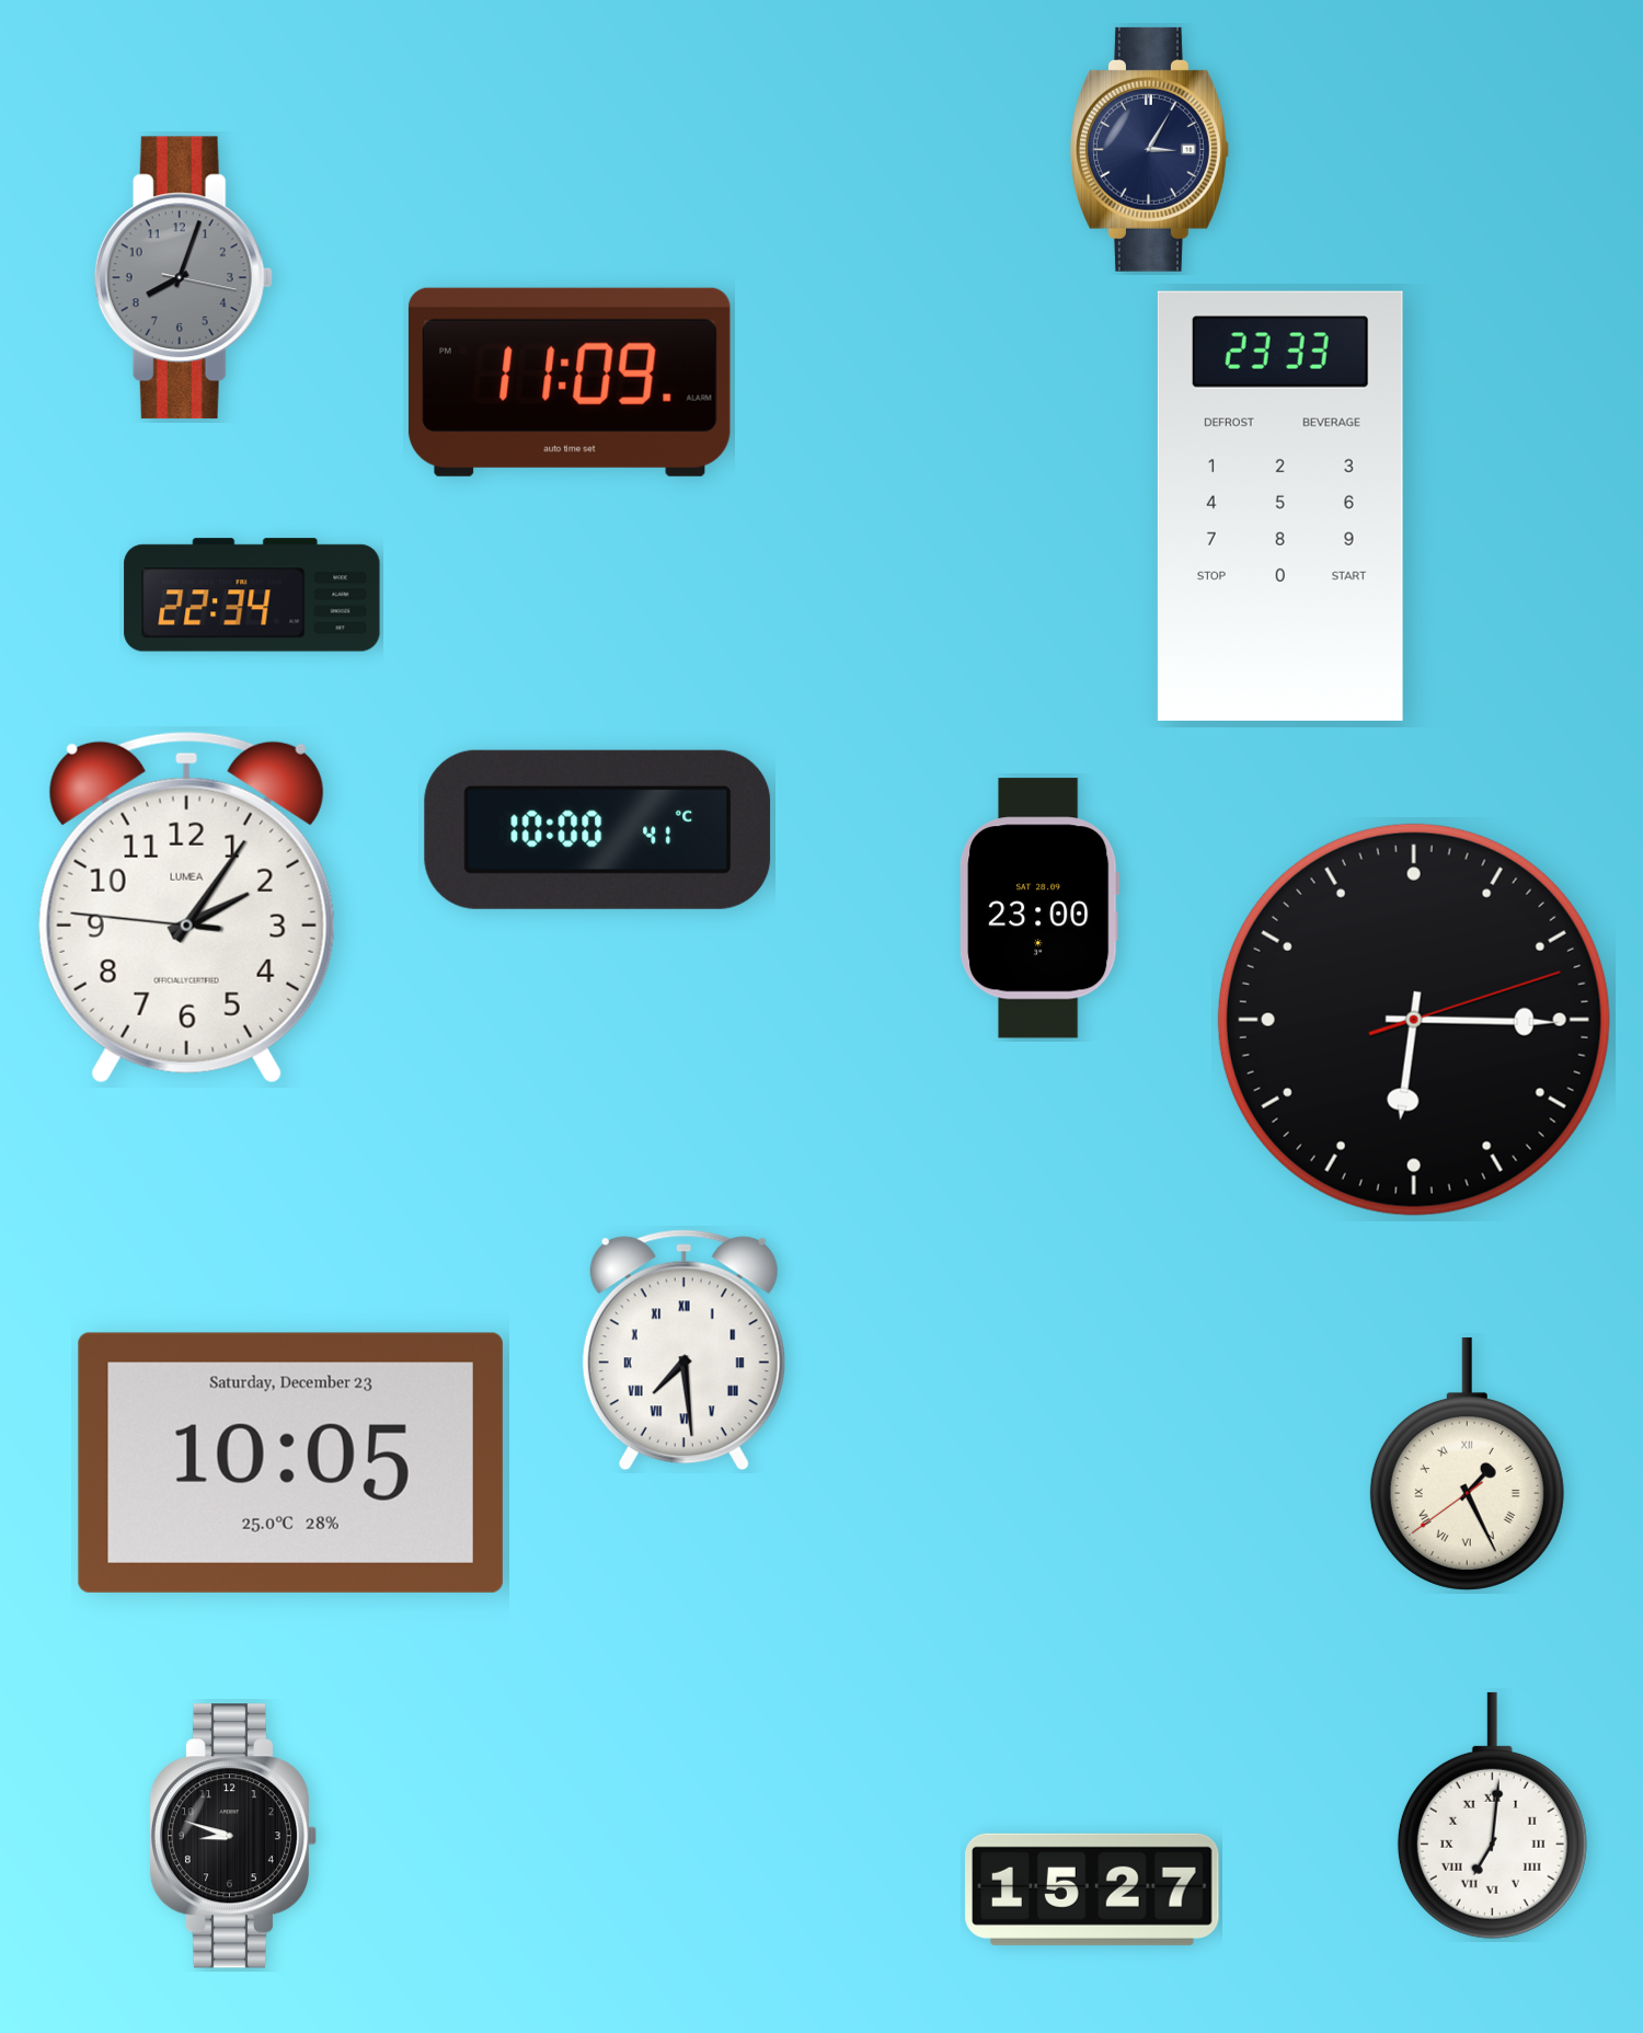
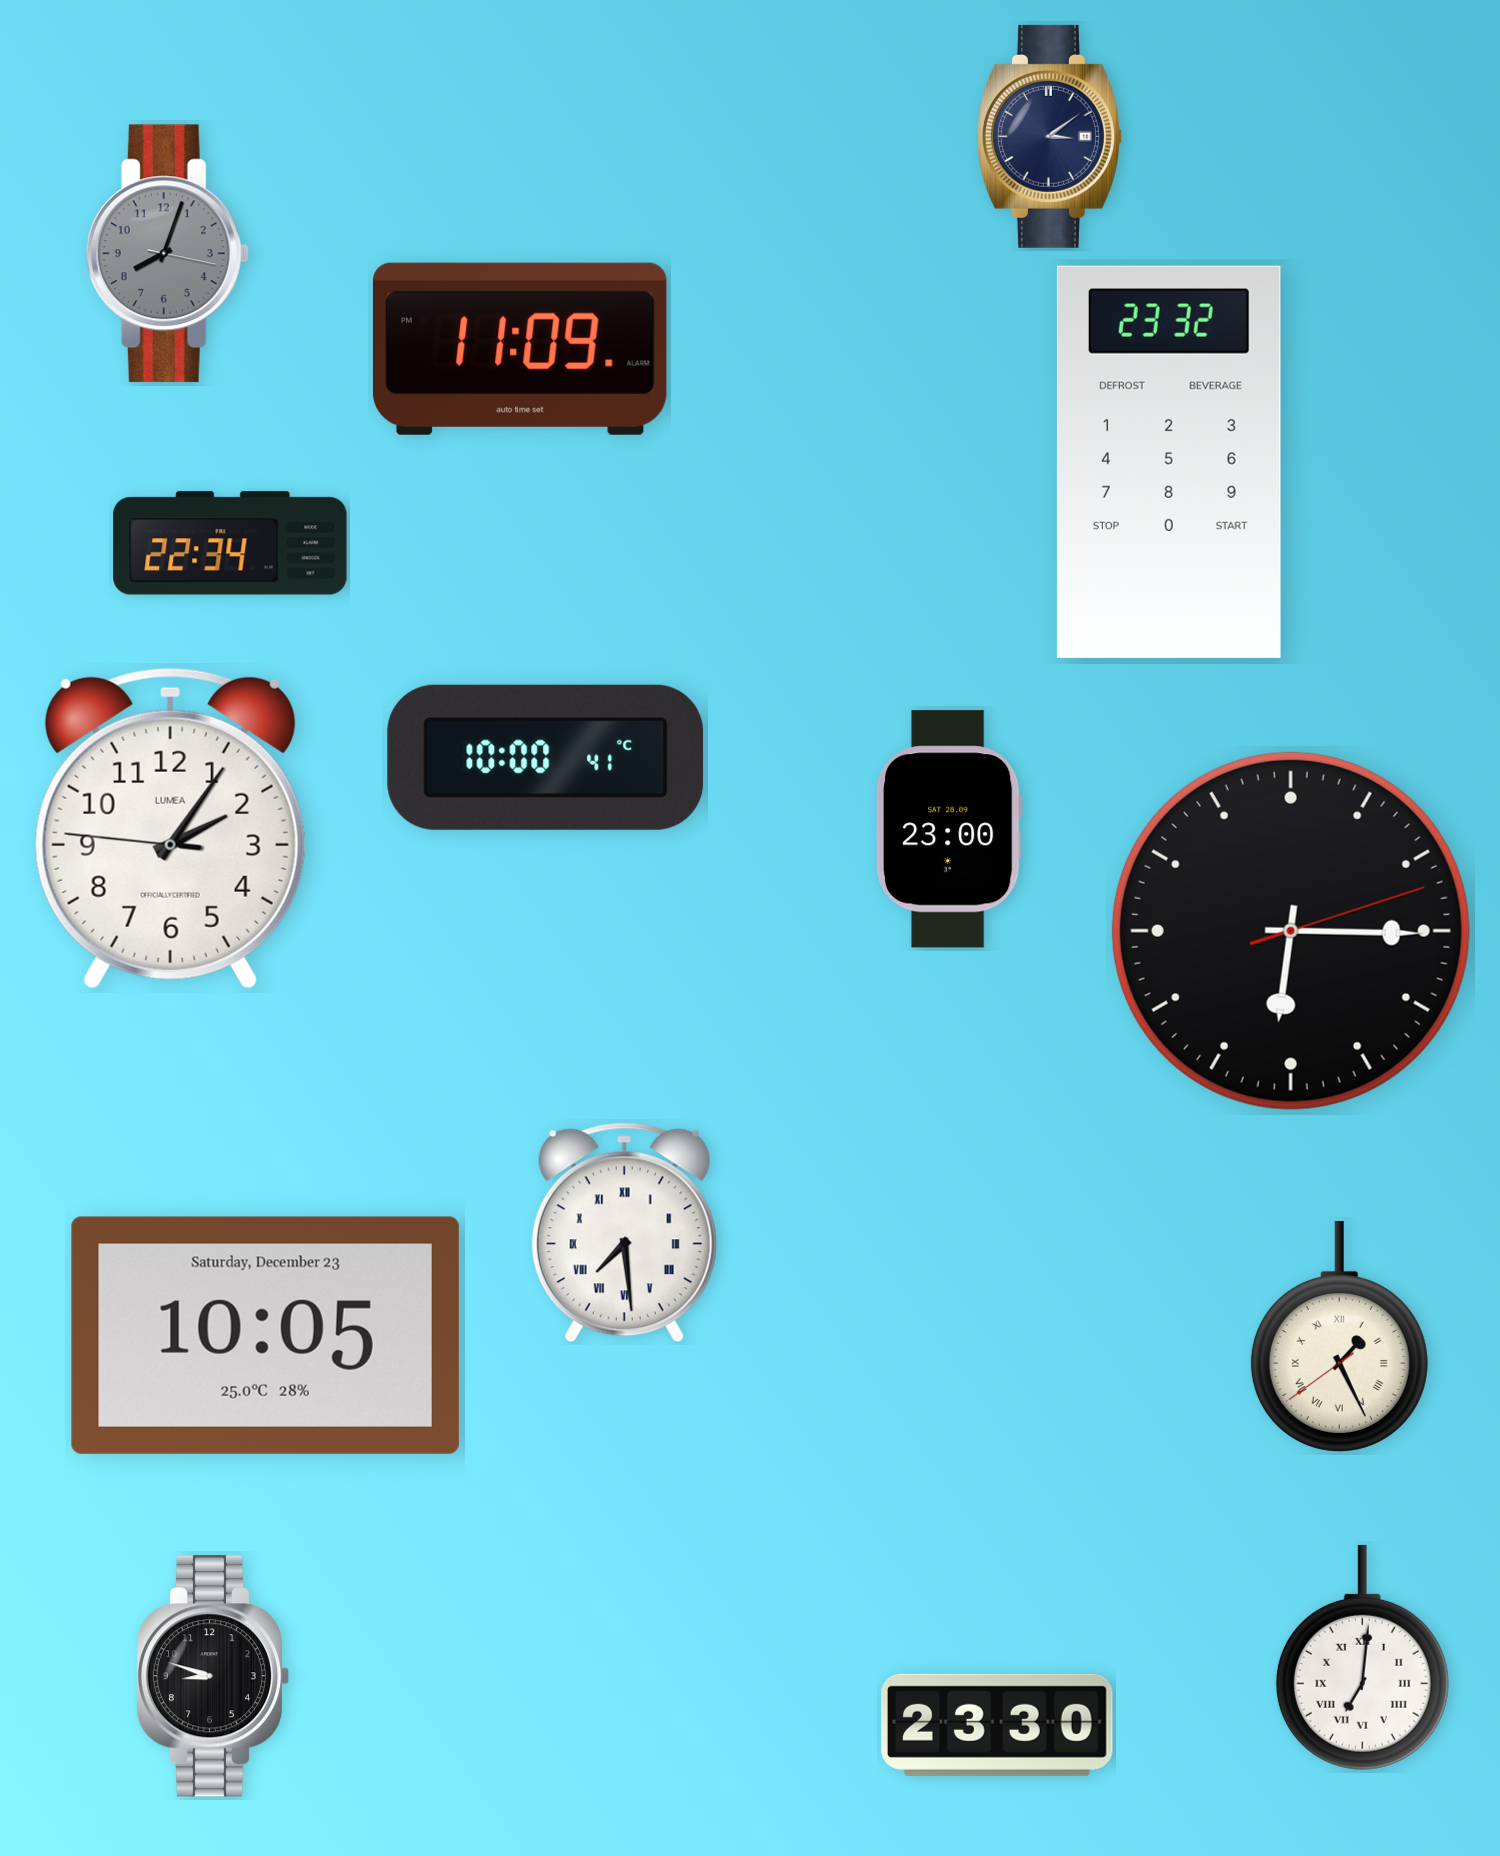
clock at (1149, 149): 3:05 -> 3:09
clock at (1280, 506): 23:33 -> 23:32
clock at (1092, 1890): 15:27 -> 23:30
